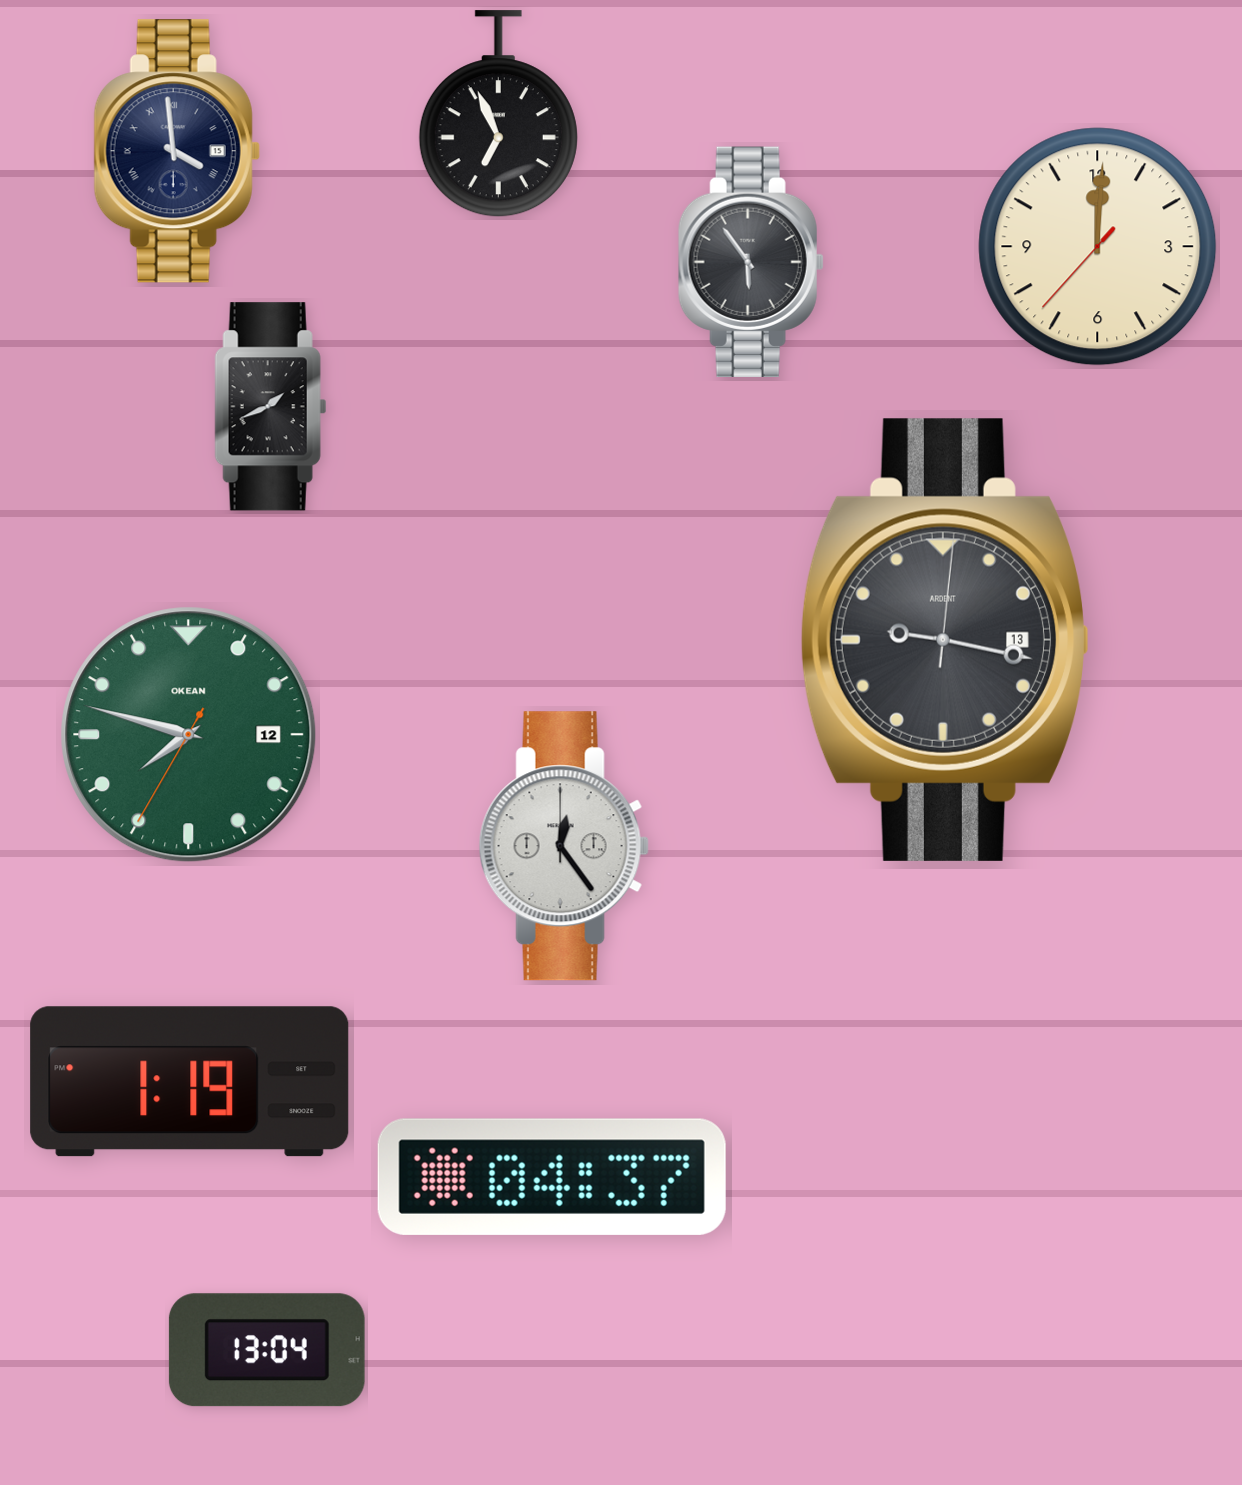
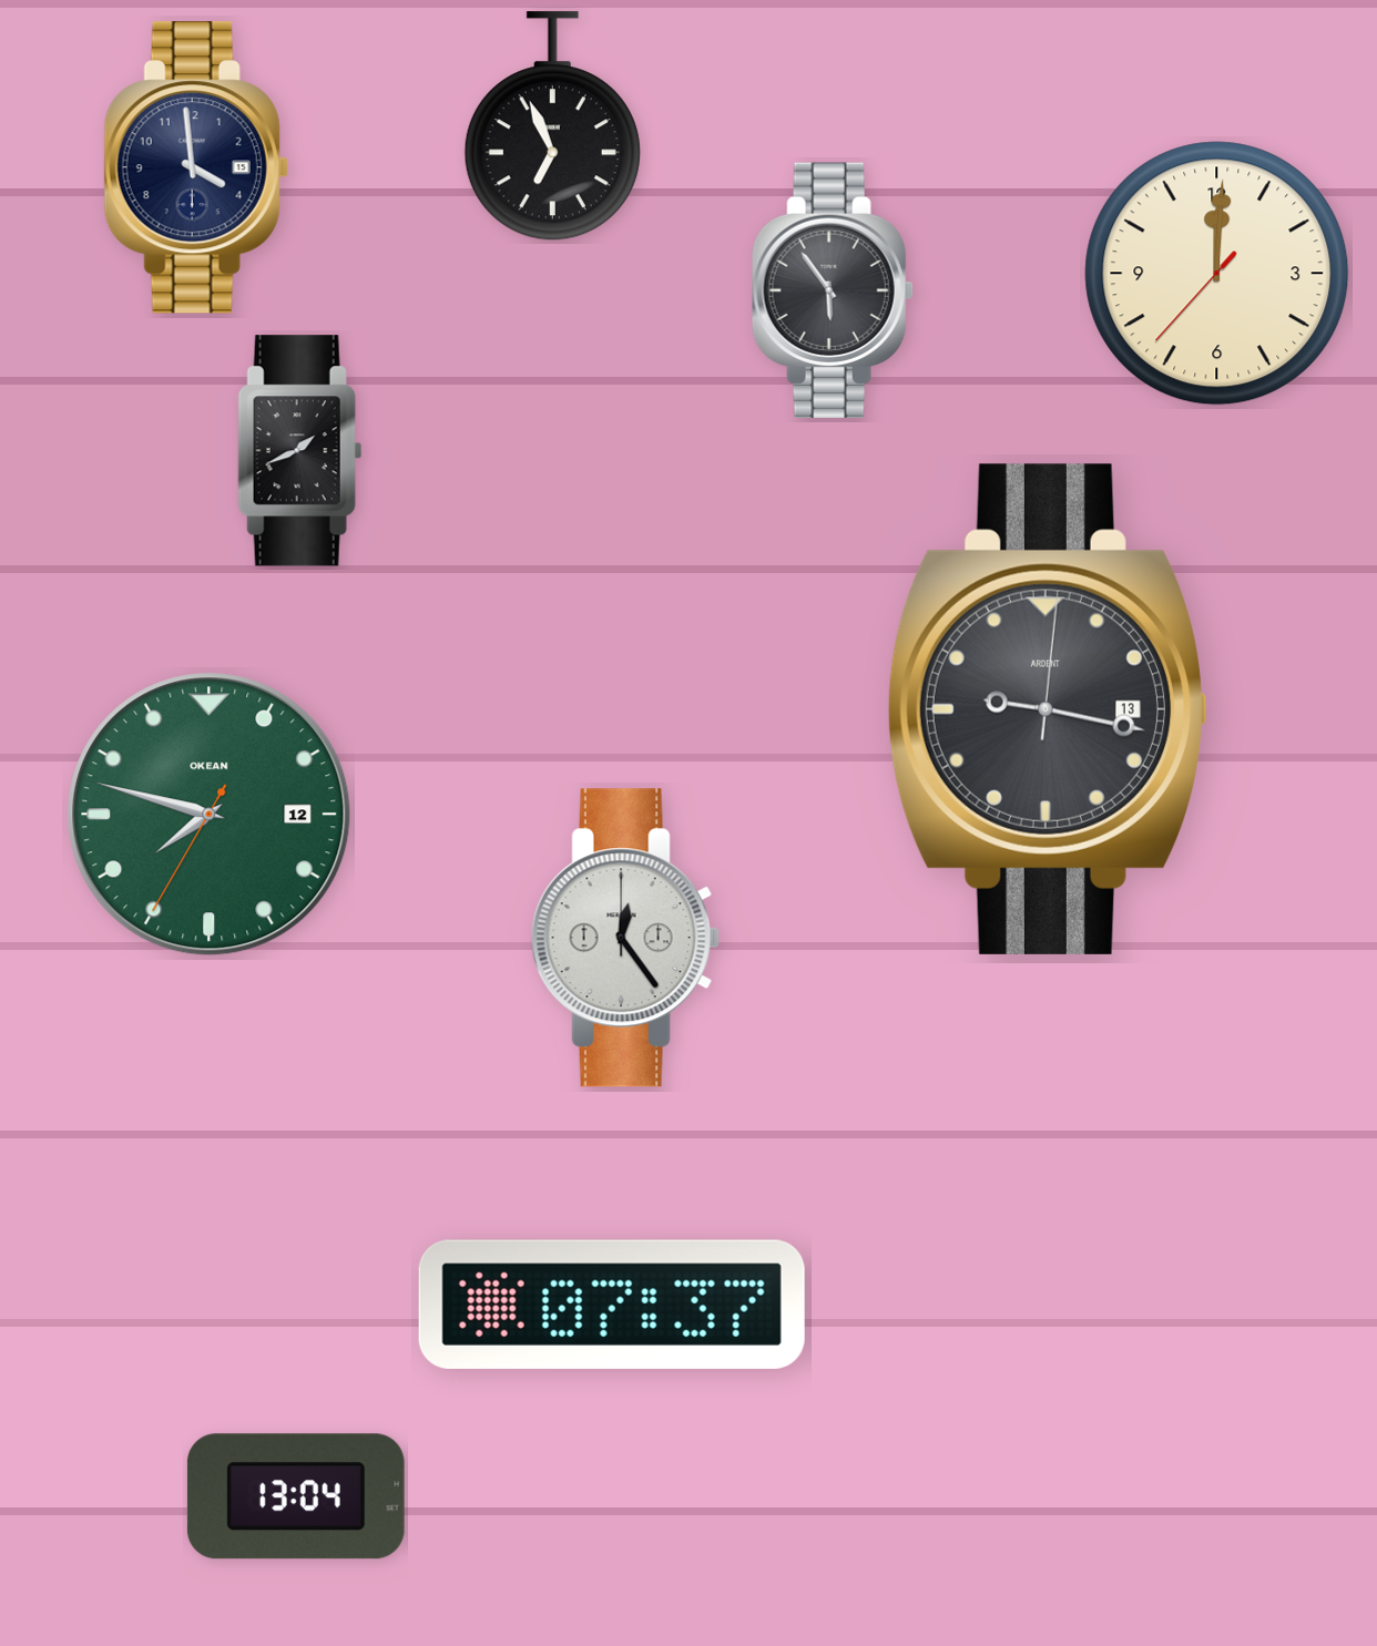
clock at (177, 151) numerals: Roman -> Arabic
clock at (190, 1082): 1:19 -> none
clock at (552, 1177): 04:37 -> 07:37
